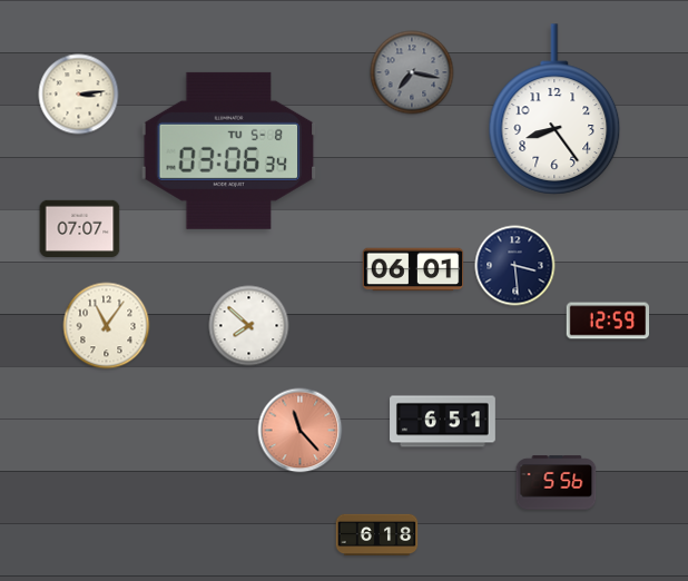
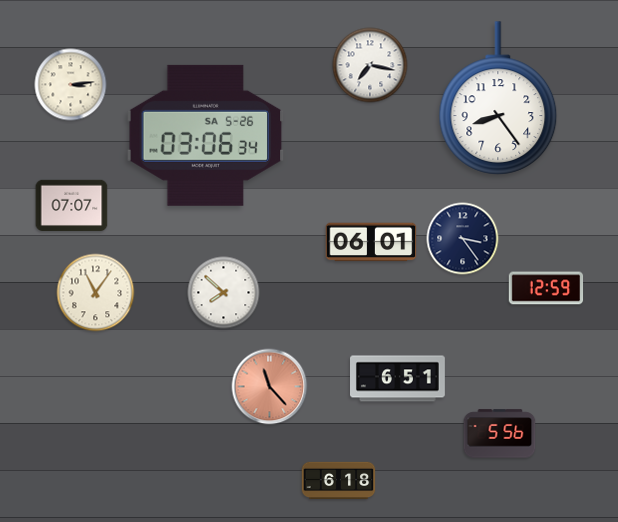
clock at (412, 72) dial: grey -> white
clock at (229, 150) date: TU 5-8 -> SA 5-26
clock at (515, 266): 3:29 -> 3:24
